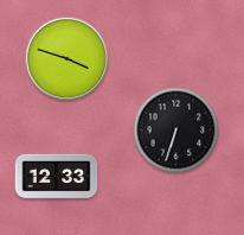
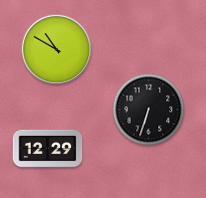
clock at (68, 59): 3:48 -> 10:50
clock at (57, 177): 12:33 -> 12:29
